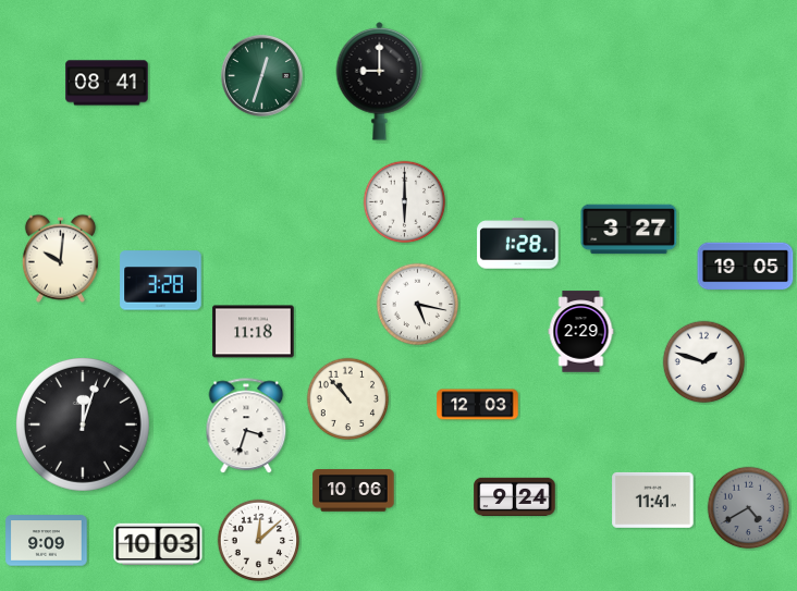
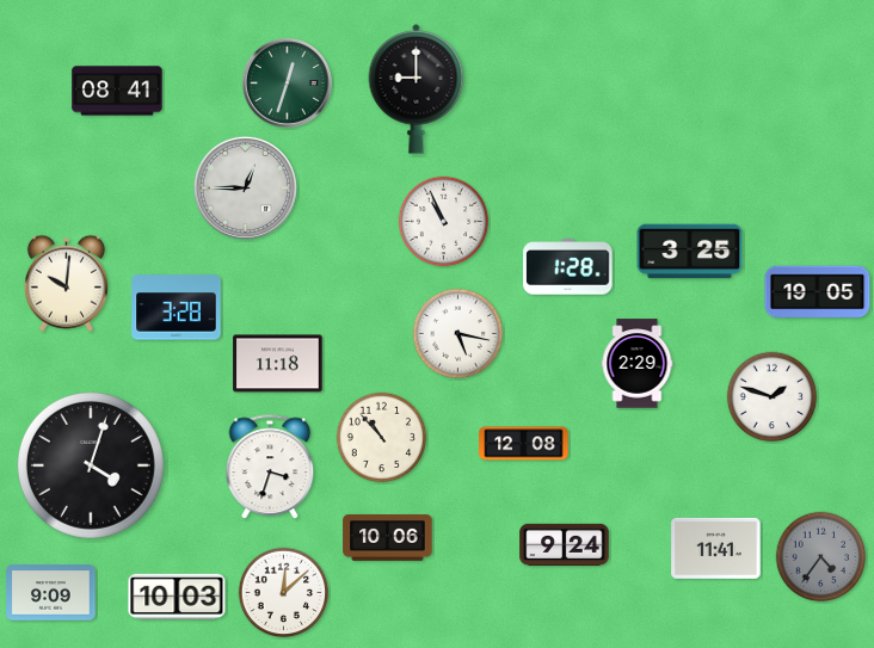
clock at (245, 187): none -> 12:45
clock at (405, 202): 6:00 -> 10:56
clock at (629, 230): 3:27 -> 3:25
clock at (478, 405): 12:03 -> 12:08
clock at (83, 424): 12:03 -> 4:03
clock at (749, 508): 4:40 -> 4:36
clock at (158, 543) position: (158, 543) -> (177, 595)
